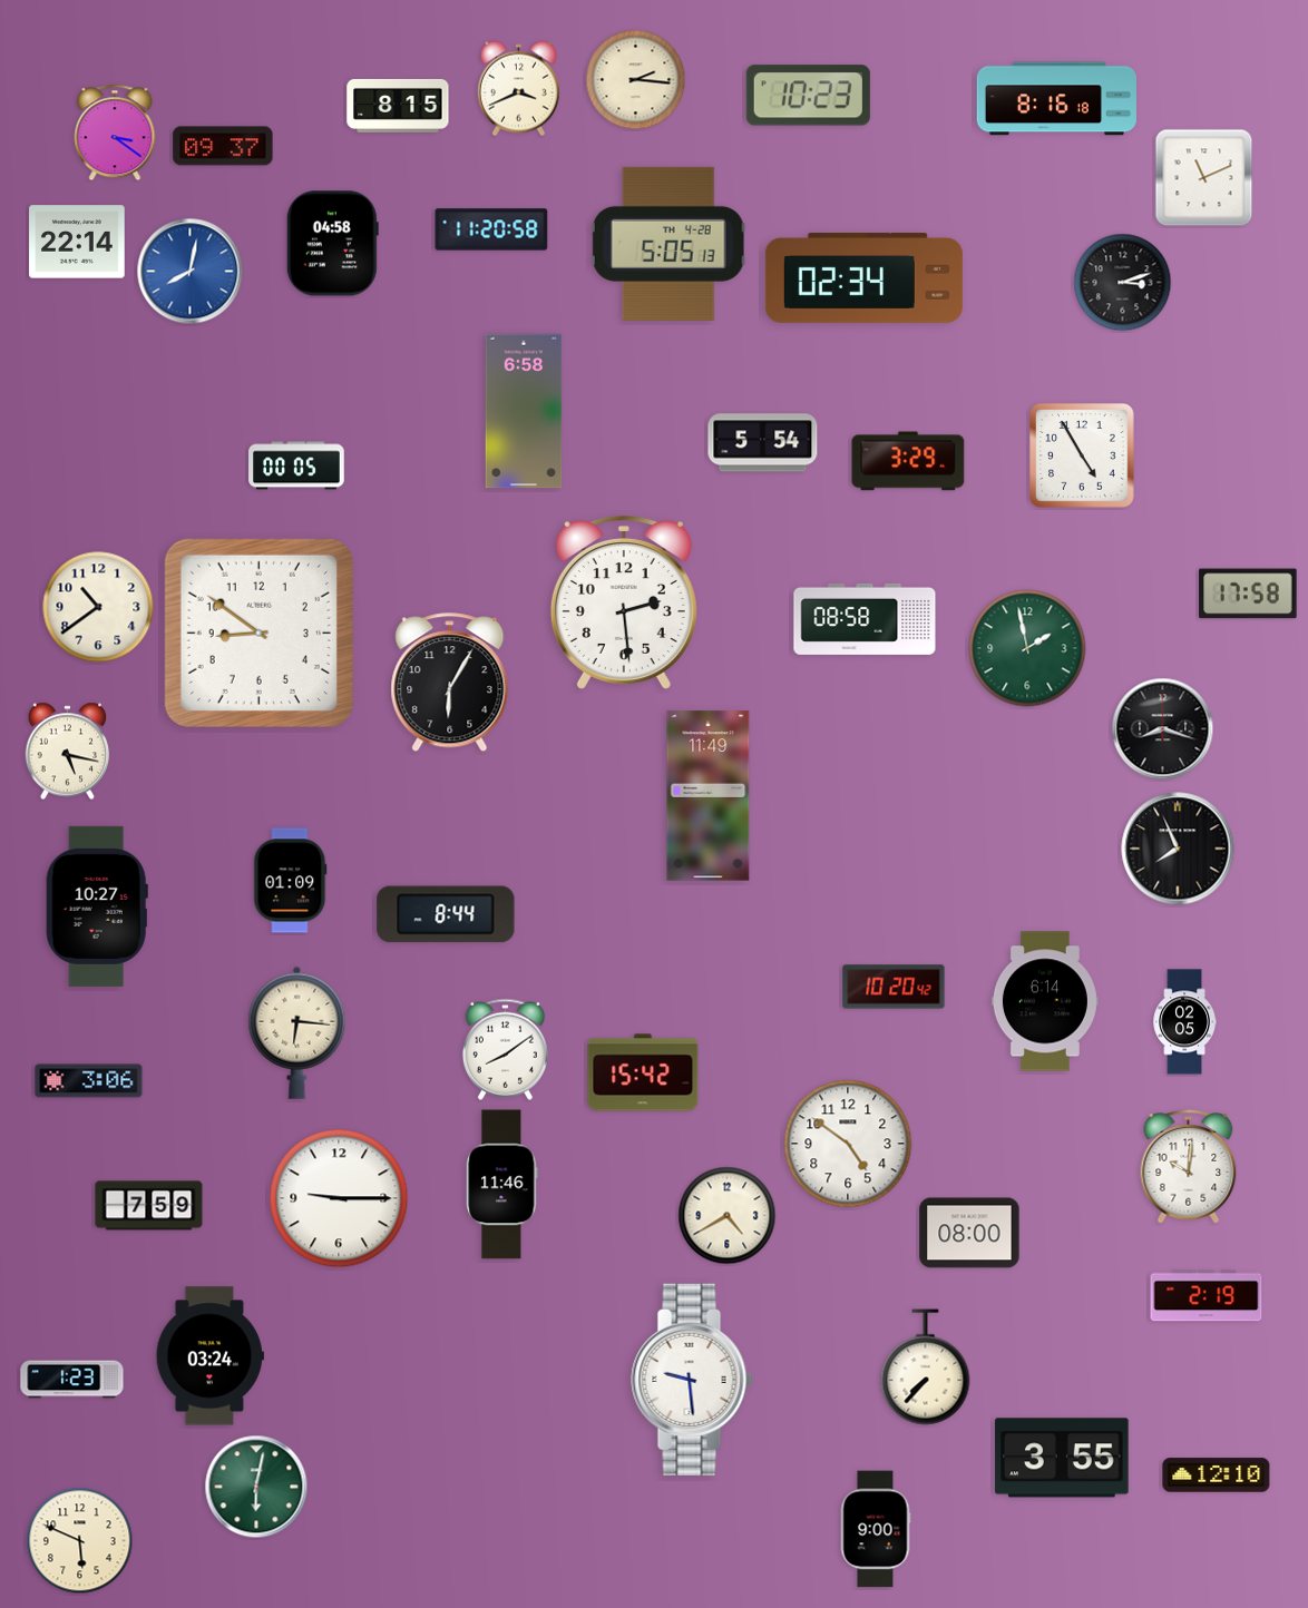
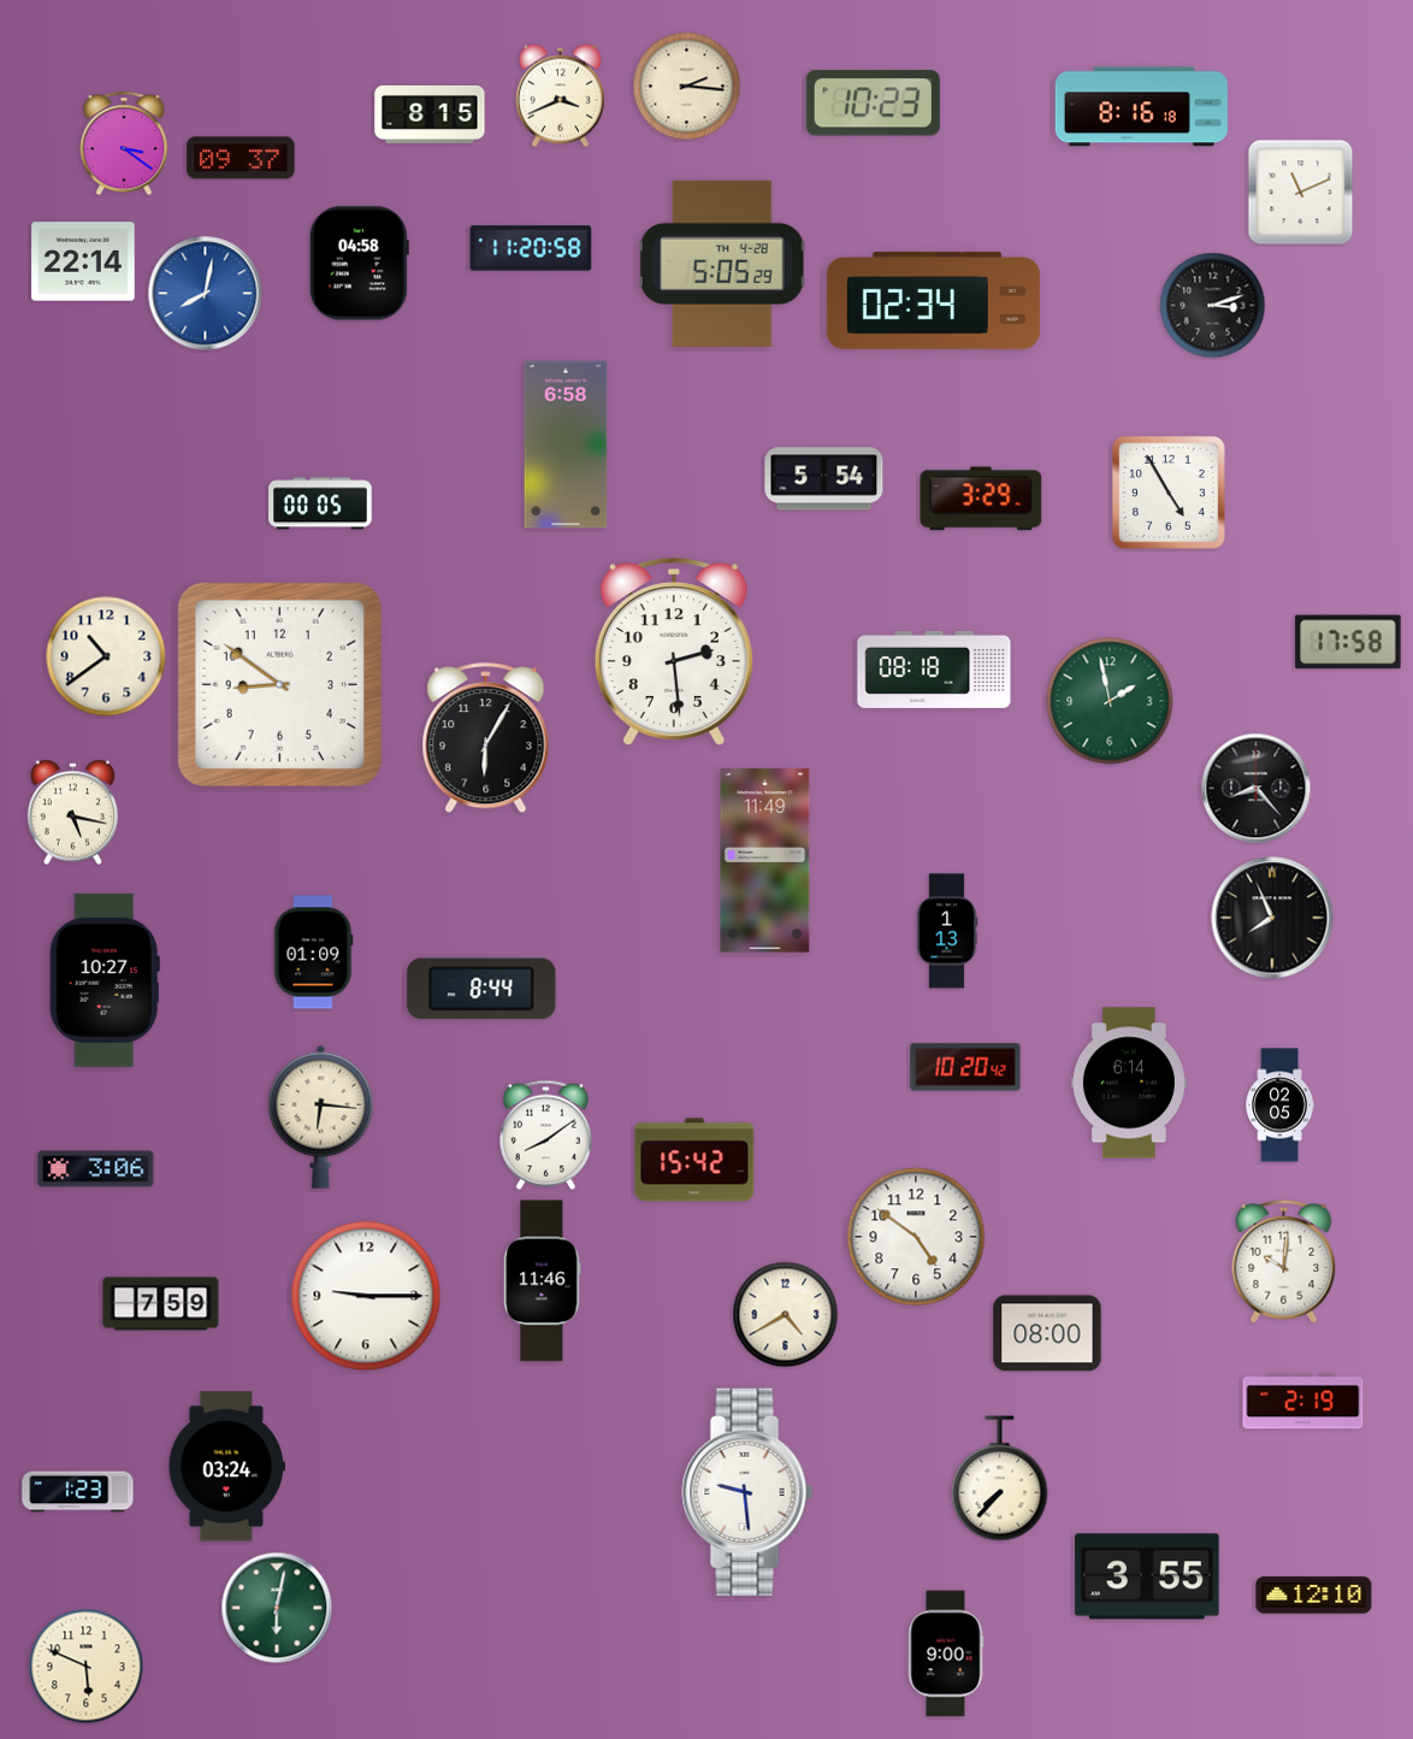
clock at (668, 244): 5:05:13 -> 5:05:29
clock at (865, 619): 08:58 -> 08:18
clock at (1163, 729): 8:18 -> 8:23
clock at (947, 931): none -> 1:13
